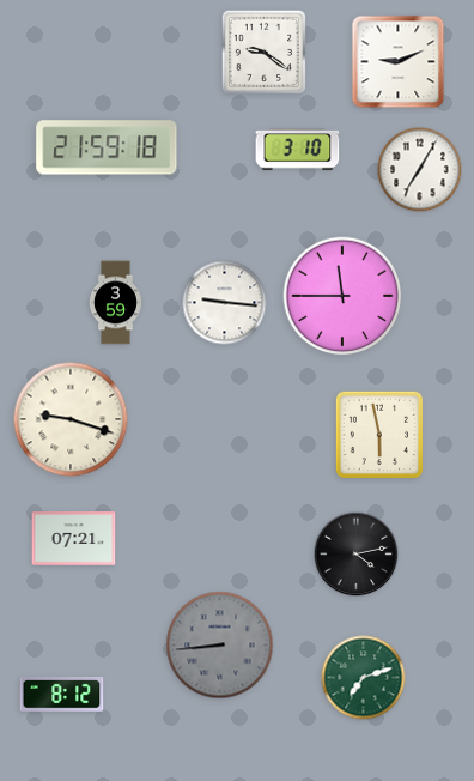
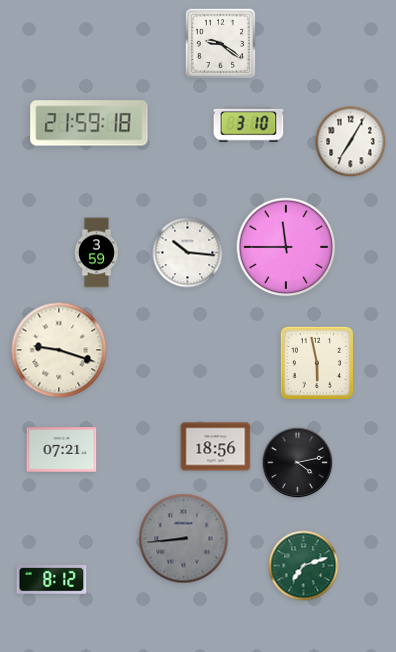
clock at (399, 62): 9:11 -> none
clock at (225, 303): 9:16 -> 10:16
clock at (216, 447): none -> 18:56
